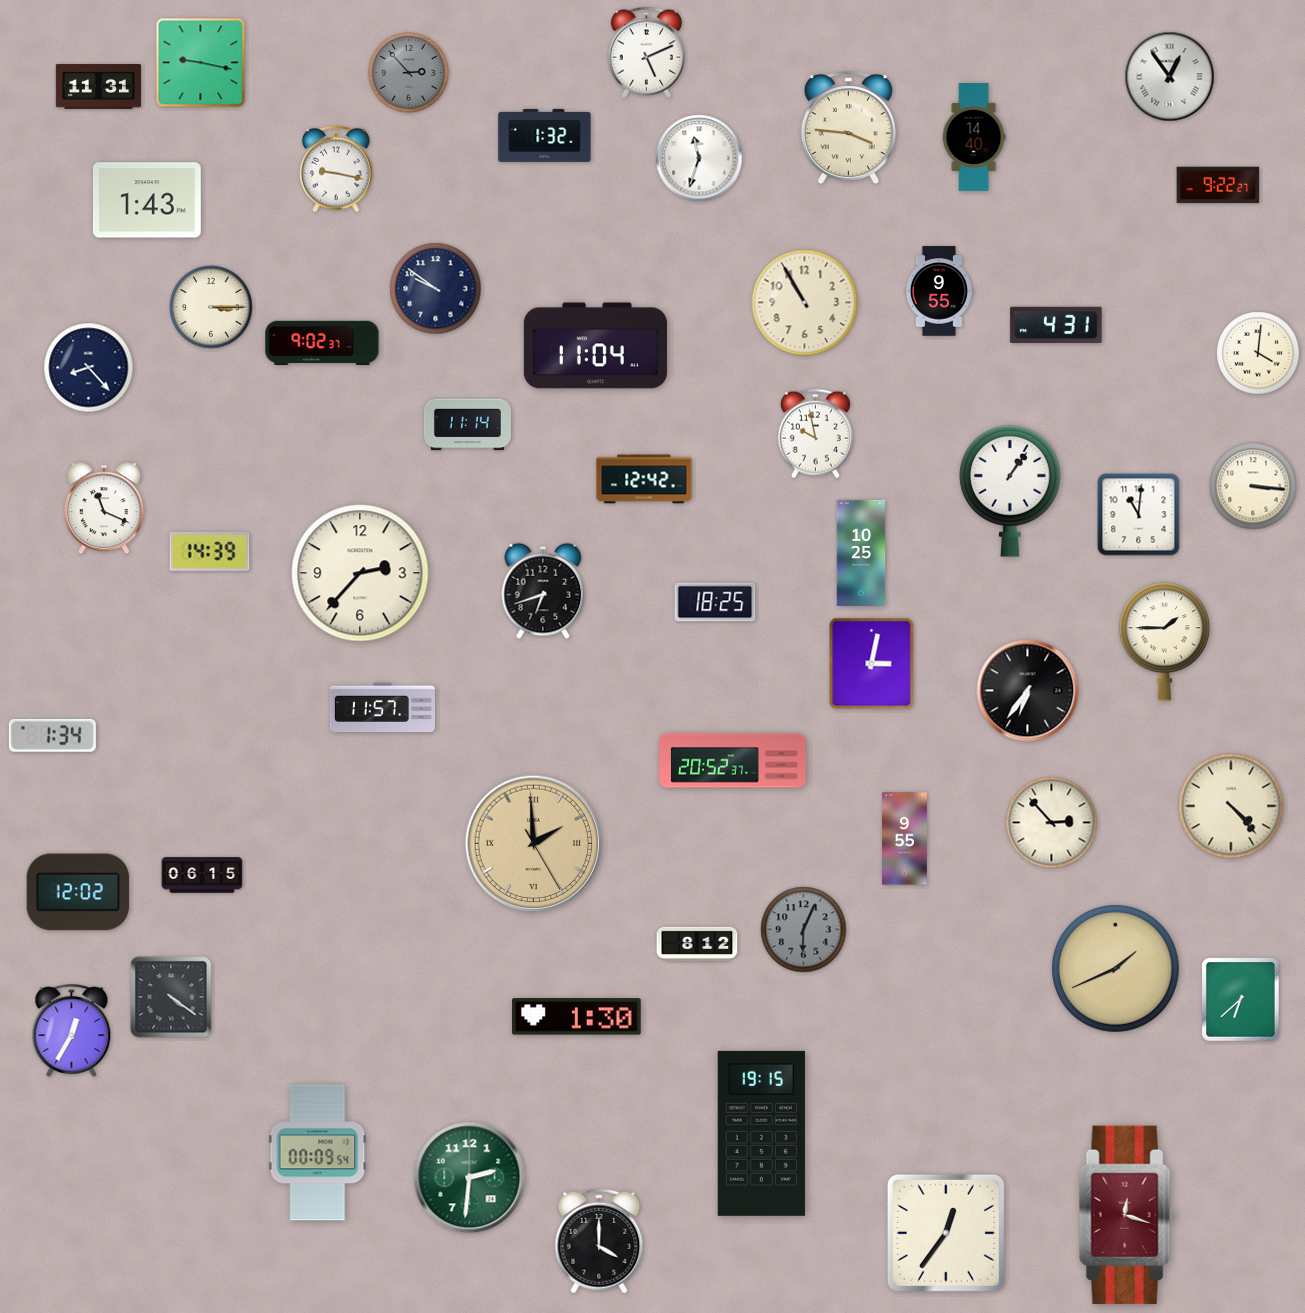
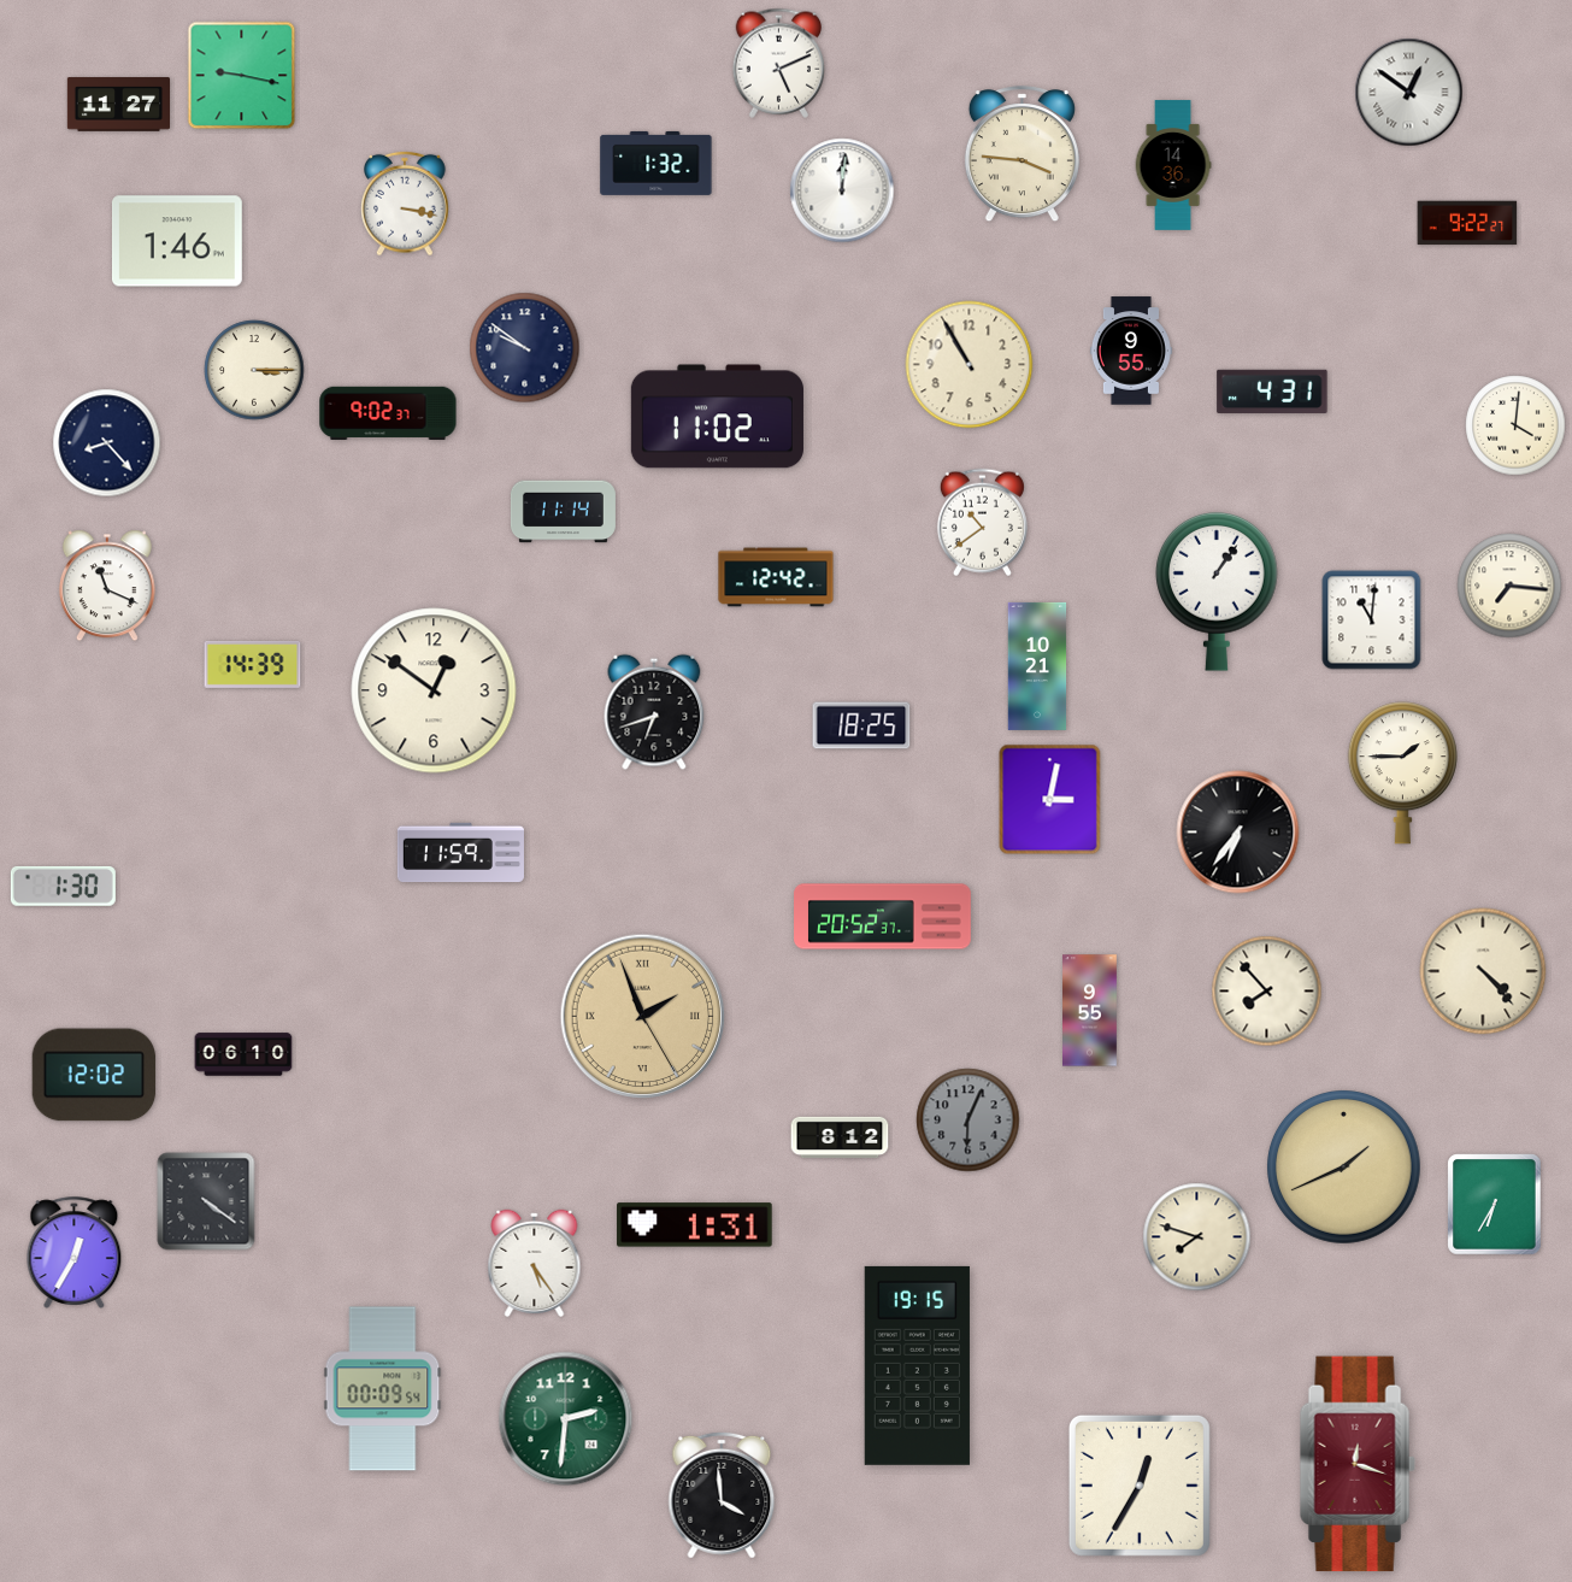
clock at (409, 73): 2:53 -> none
clock at (1170, 77): 12:54 -> 12:51
clock at (98, 87): 11:31 -> 11:27
clock at (974, 137): 14:40 -> 14:36
clock at (699, 158): 11:33 -> 12:01
clock at (336, 169): 9:17 -> 3:17
clock at (147, 200): 1:43 -> 1:46
clock at (595, 346): 11:04 -> 11:02
clock at (815, 434): 9:58 -> 10:39
clock at (1253, 486): 3:16 -> 7:16
clock at (104, 508) position: (104, 508) -> (107, 586)
clock at (861, 553): 10:25 -> 10:21
clock at (360, 573): 2:37 -> 12:51
clock at (382, 708): 11:57 -> 11:59
clock at (52, 735): 1:34 -> 1:30
clock at (1052, 823): 2:53 -> 7:53
clock at (534, 844): 1:59 -> 1:56
clock at (202, 875): 06:15 -> 06:10
clock at (1241, 1000): 6:38 -> 6:35
clock at (577, 1017): 1:30 -> 1:31
clock at (1197, 1237): none -> 7:48
clock at (72, 1030) position: (72, 1030) -> (75, 1252)
clock at (535, 1263): none -> 5:24
clock at (946, 1233): 12:36 -> 12:35
clock at (599, 1241): 4:00 -> 3:59
